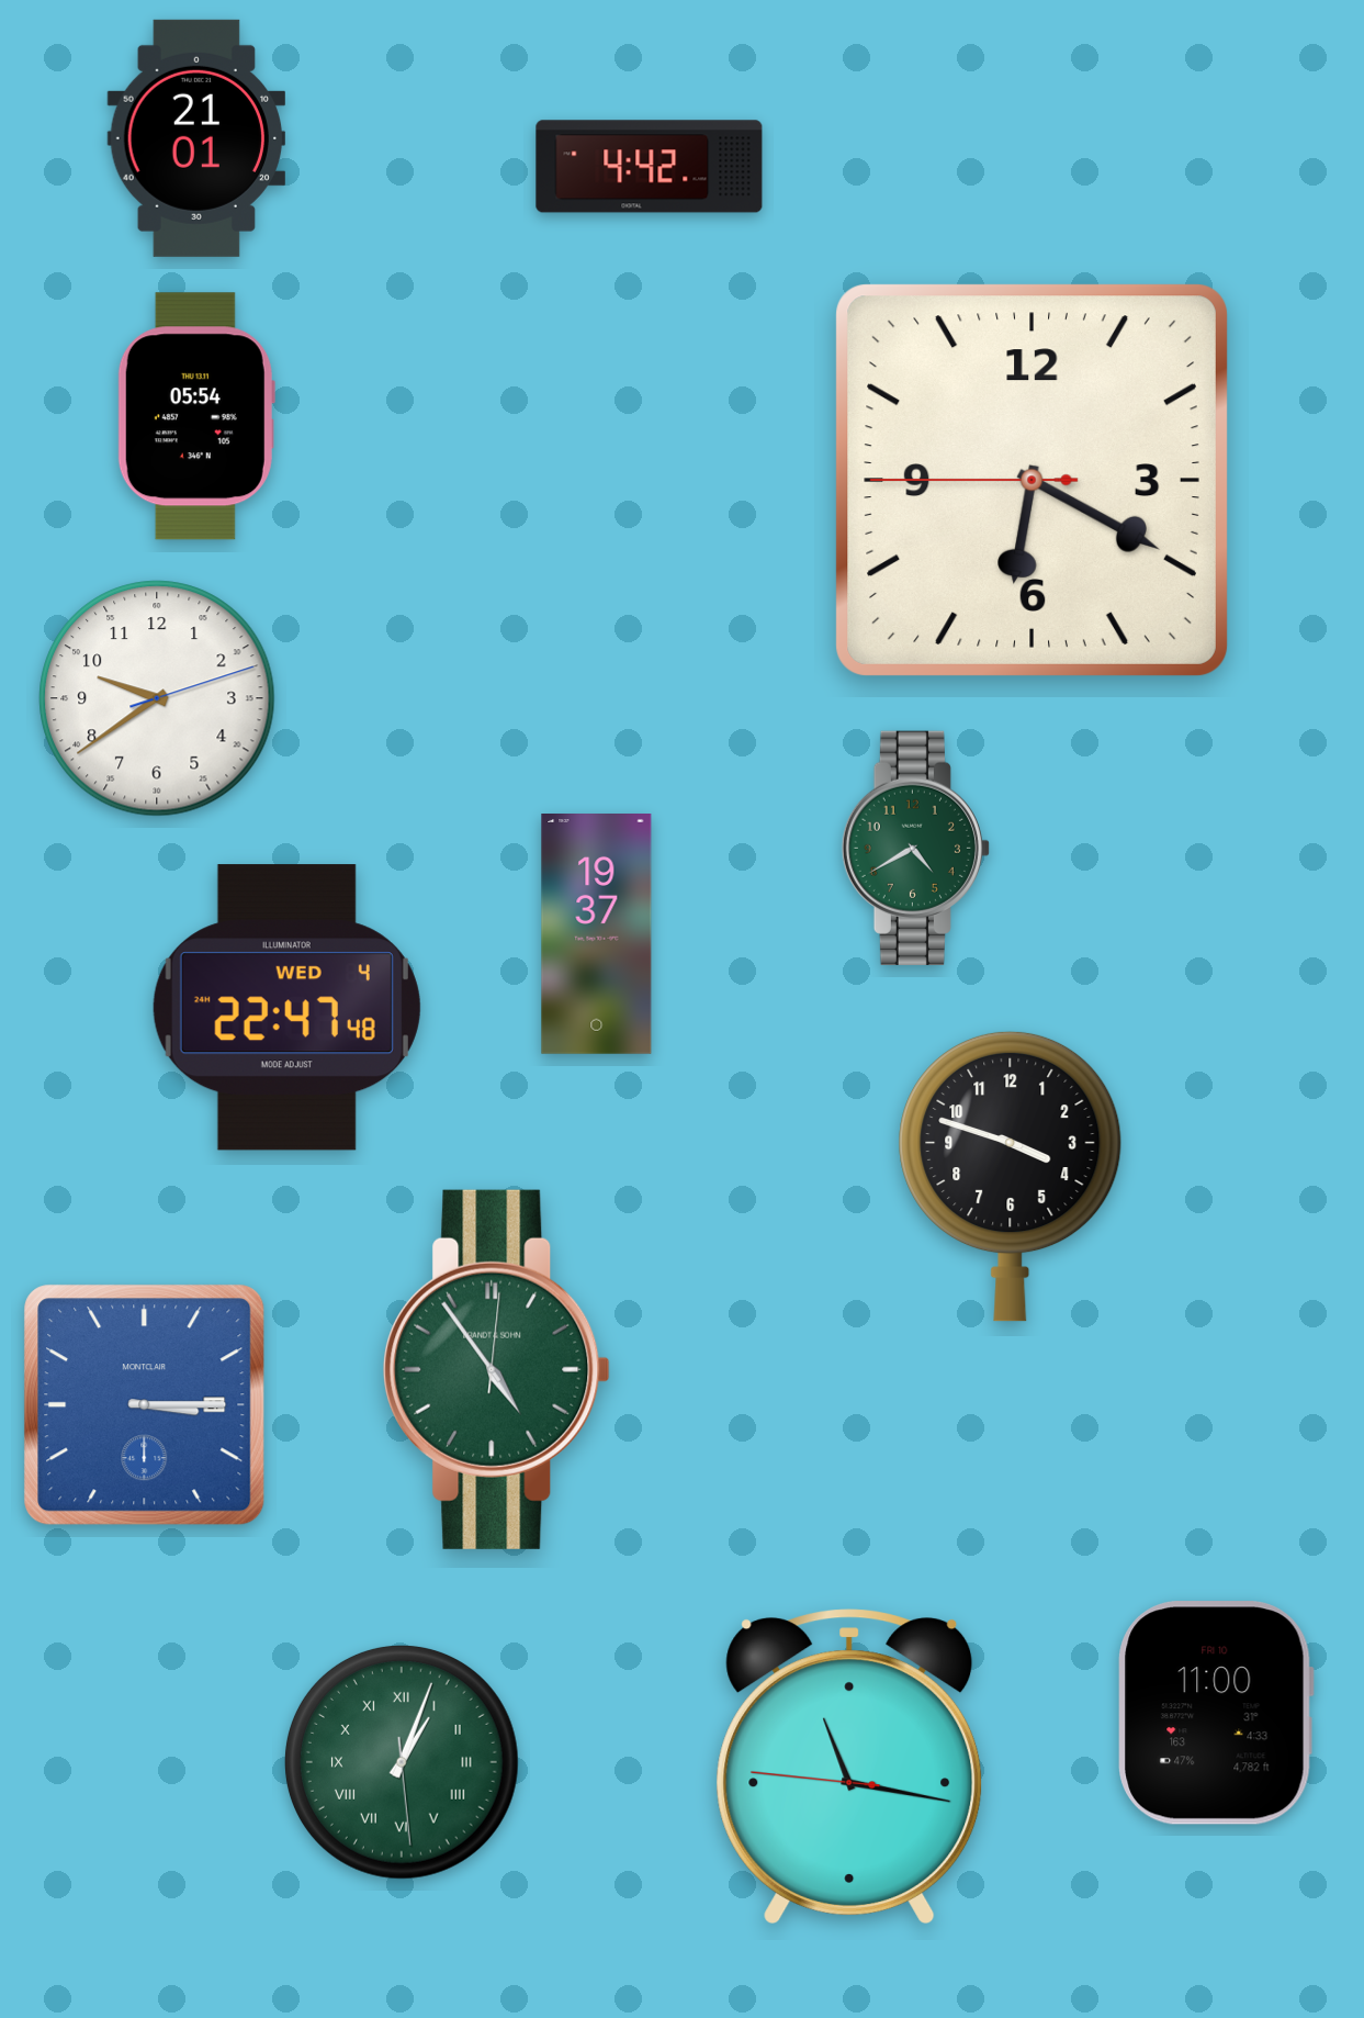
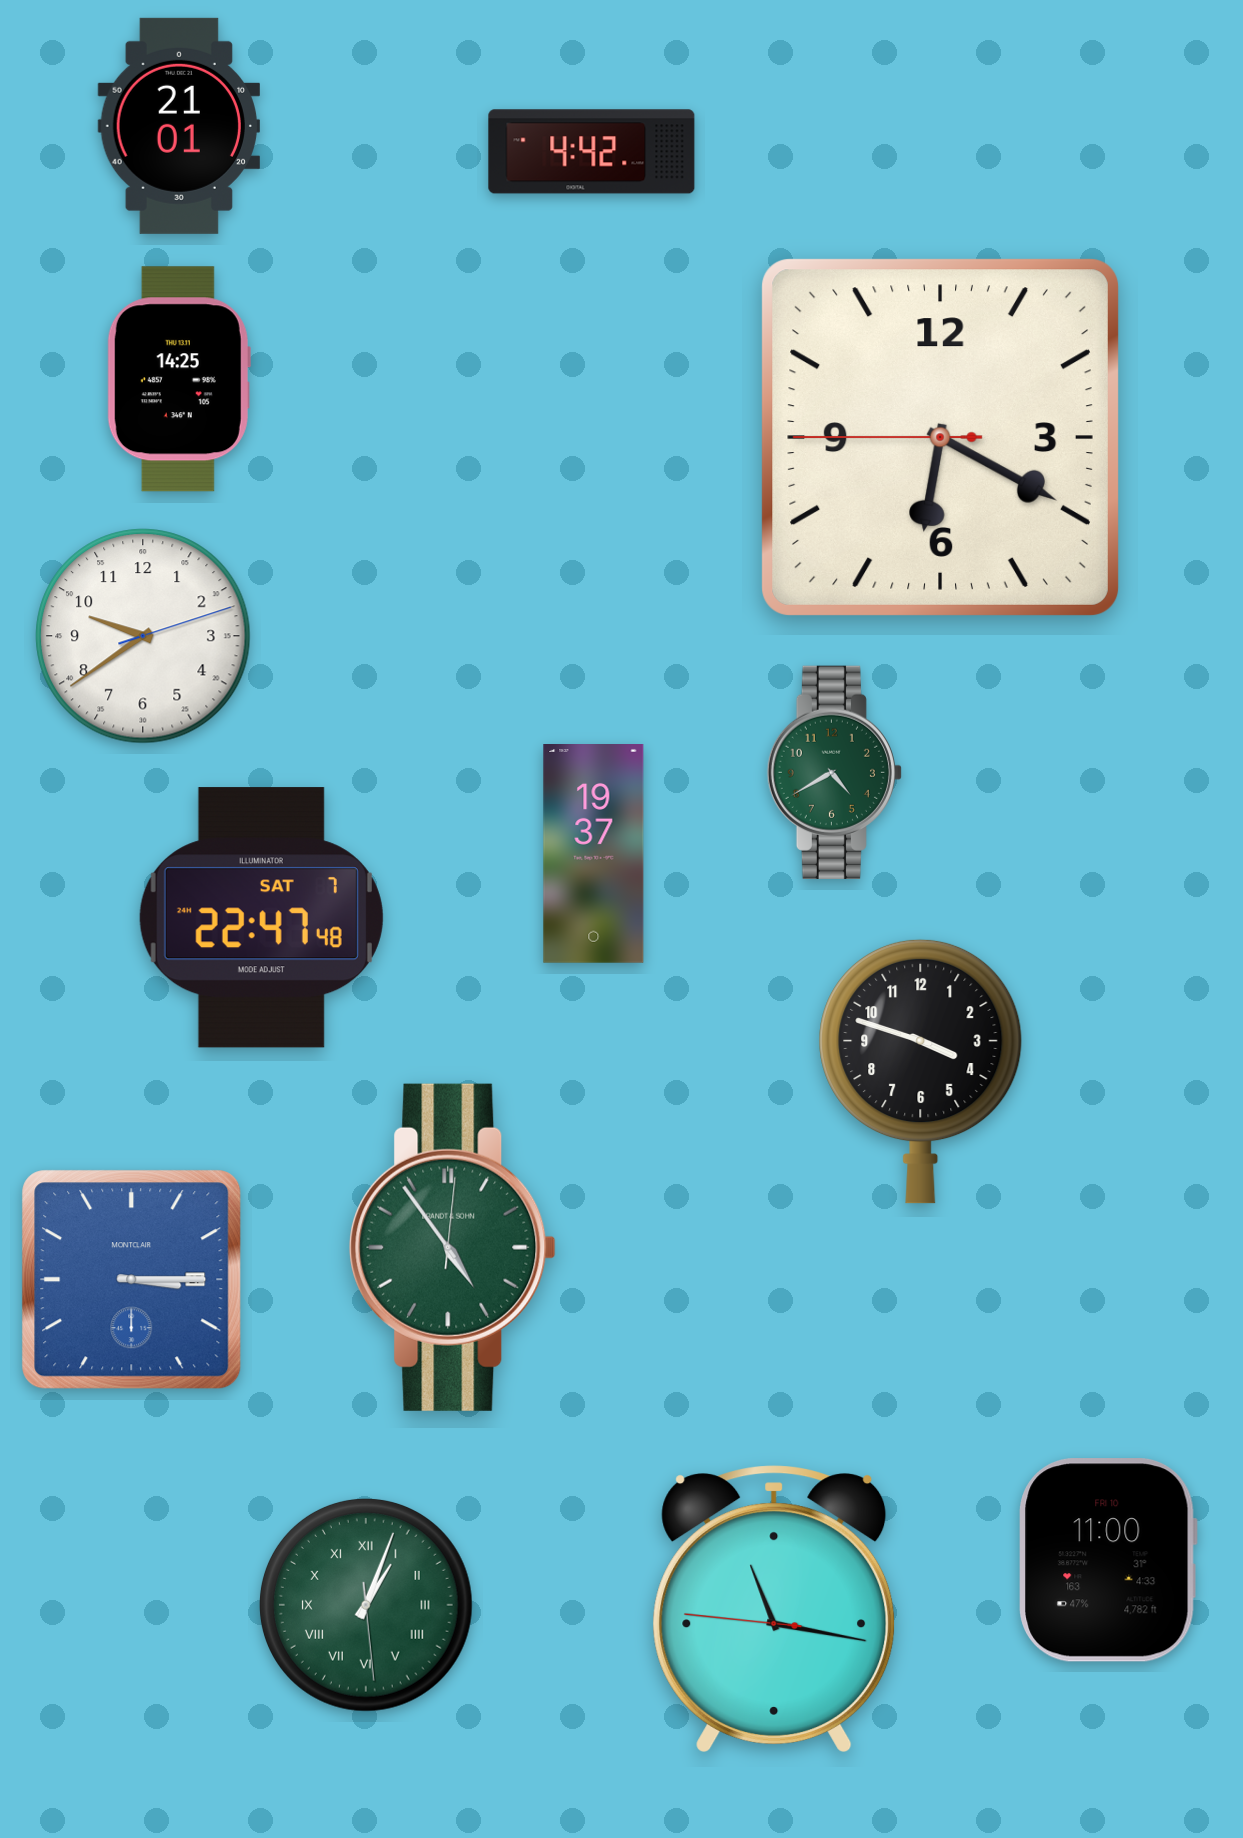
clock at (196, 416): 05:54 -> 14:25
clock at (597, 934) position: (597, 934) -> (594, 854)
clock at (286, 1008) date: WED 4 -> SAT 7
